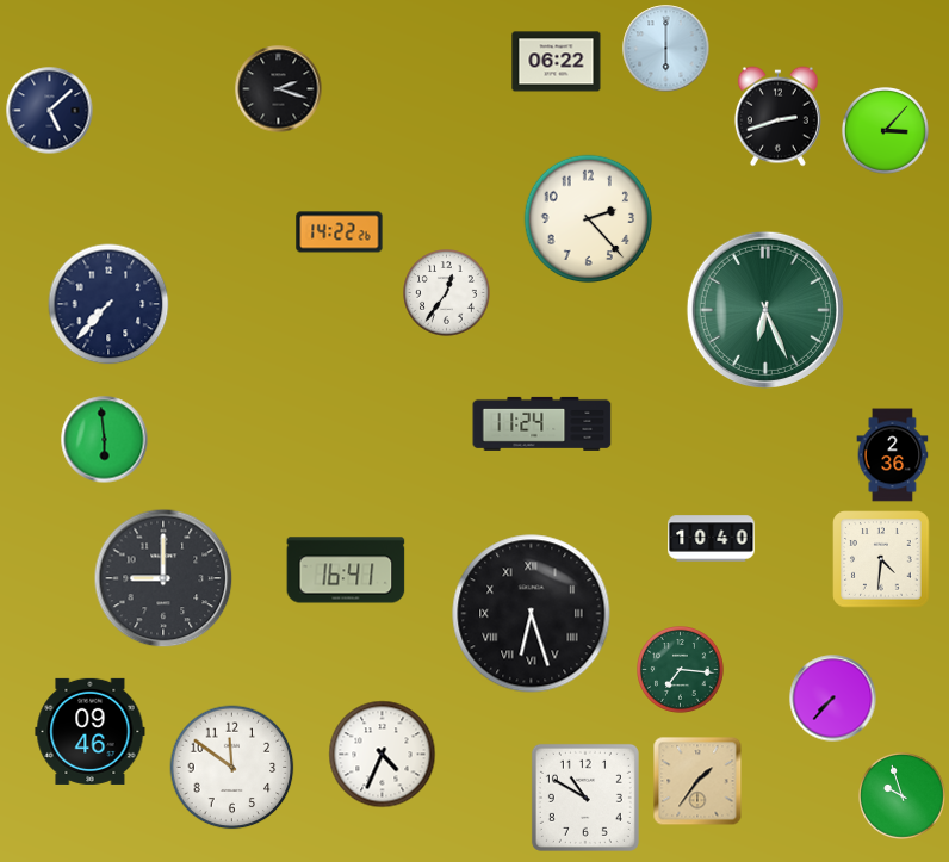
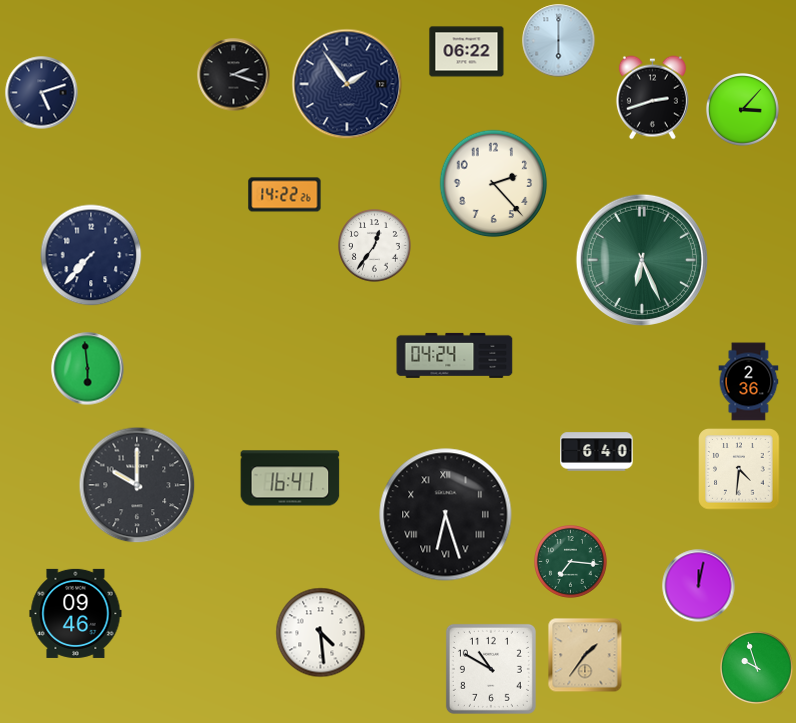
clock at (347, 84): none -> 1:54
clock at (50, 111): 5:08 -> 5:12
clock at (542, 423): 11:24 -> 04:24
clock at (712, 539): 10:40 -> 6:40
clock at (163, 578): 9:00 -> 10:00
clock at (833, 699): 7:37 -> 12:02
clock at (383, 755): 4:34 -> 4:29
clock at (232, 768): 11:51 -> none
